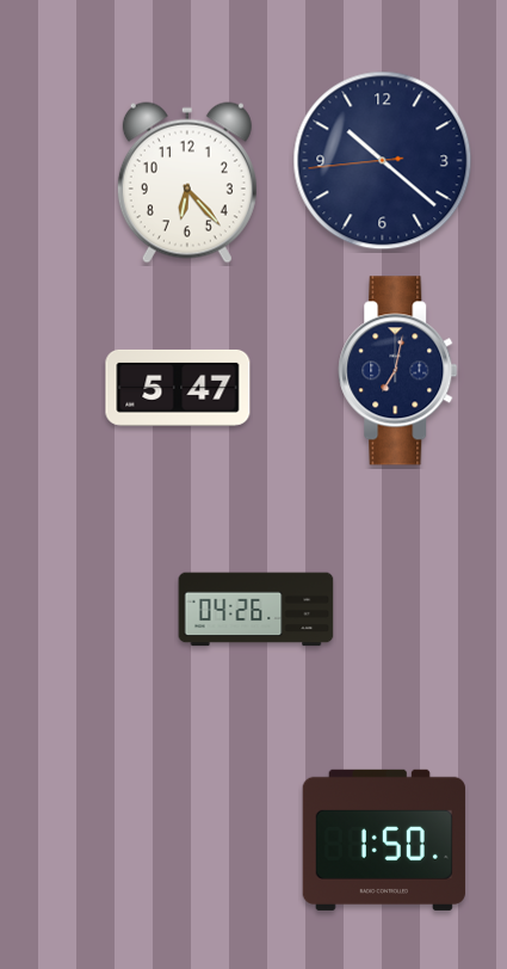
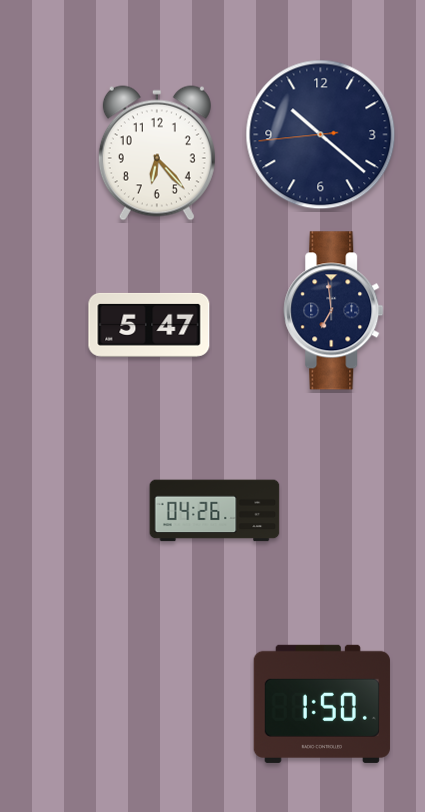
clock at (398, 371): 7:02 -> 6:59
